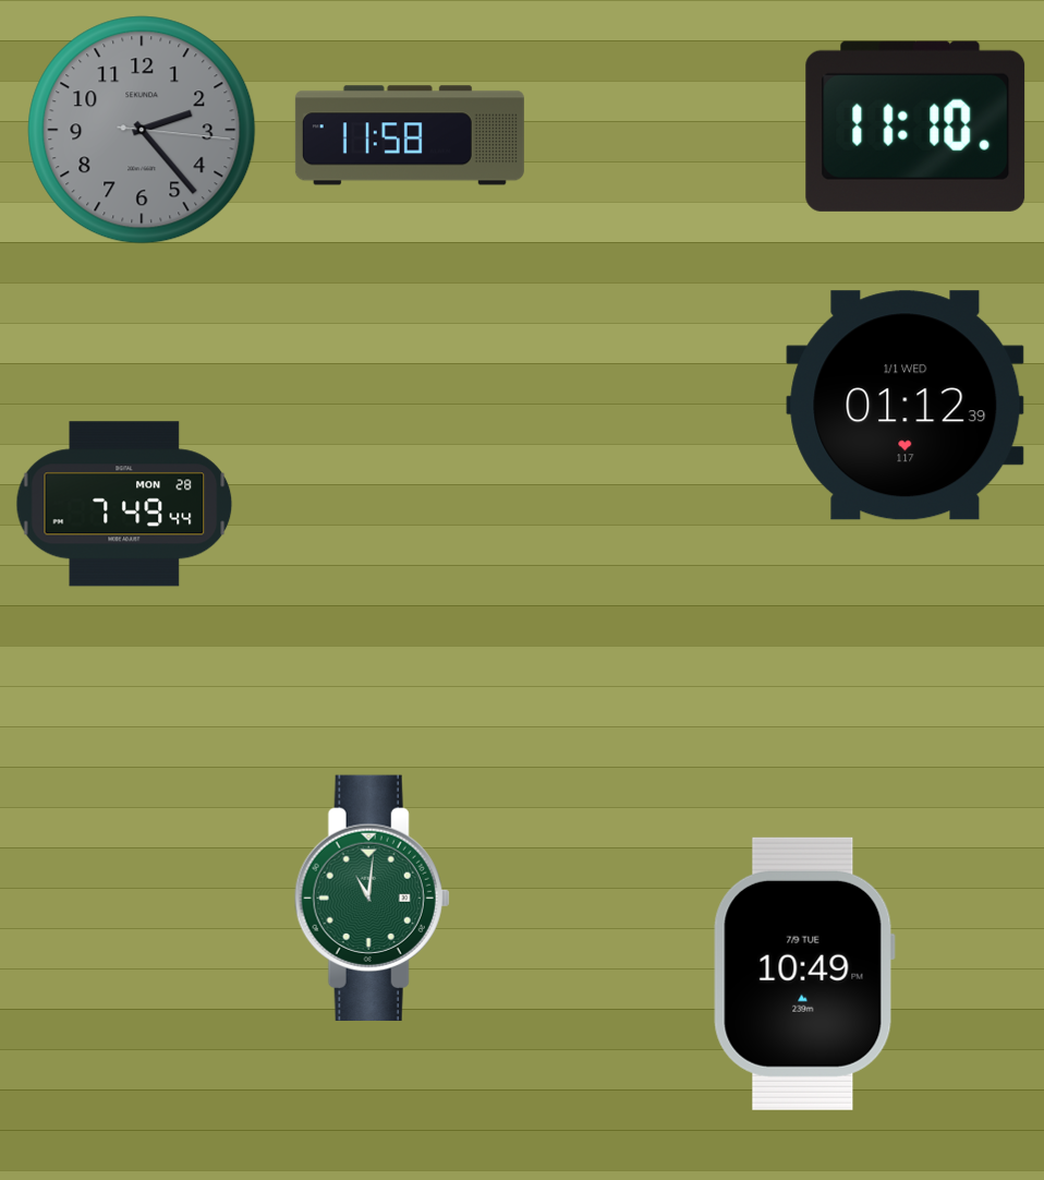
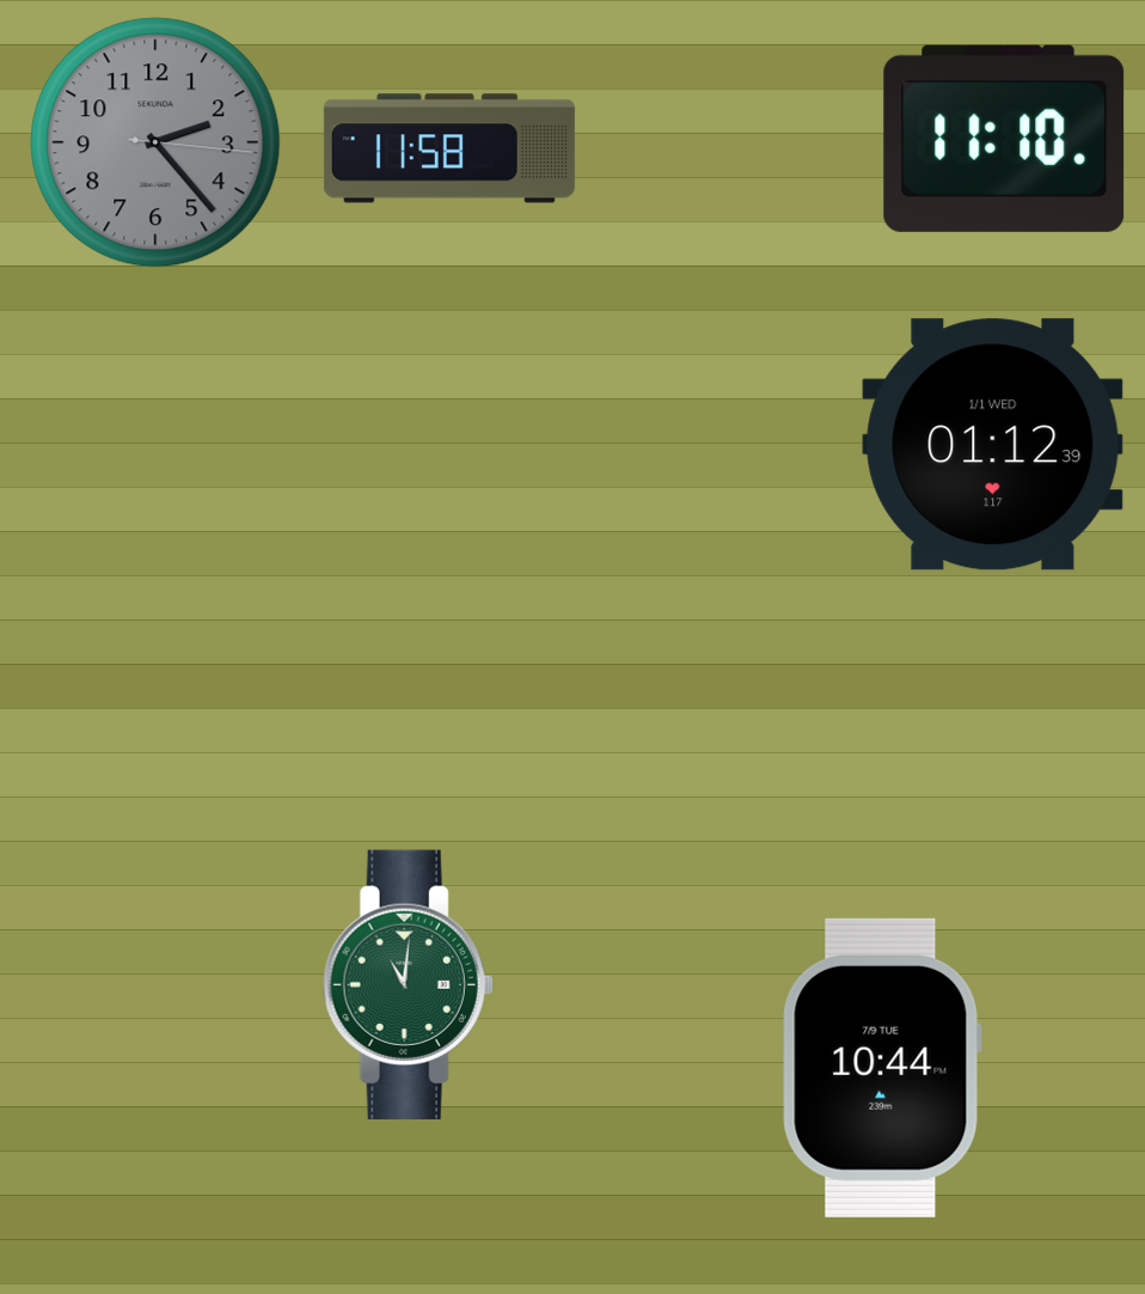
clock at (124, 504): 7:49 -> none
clock at (804, 974): 10:49 -> 10:44
